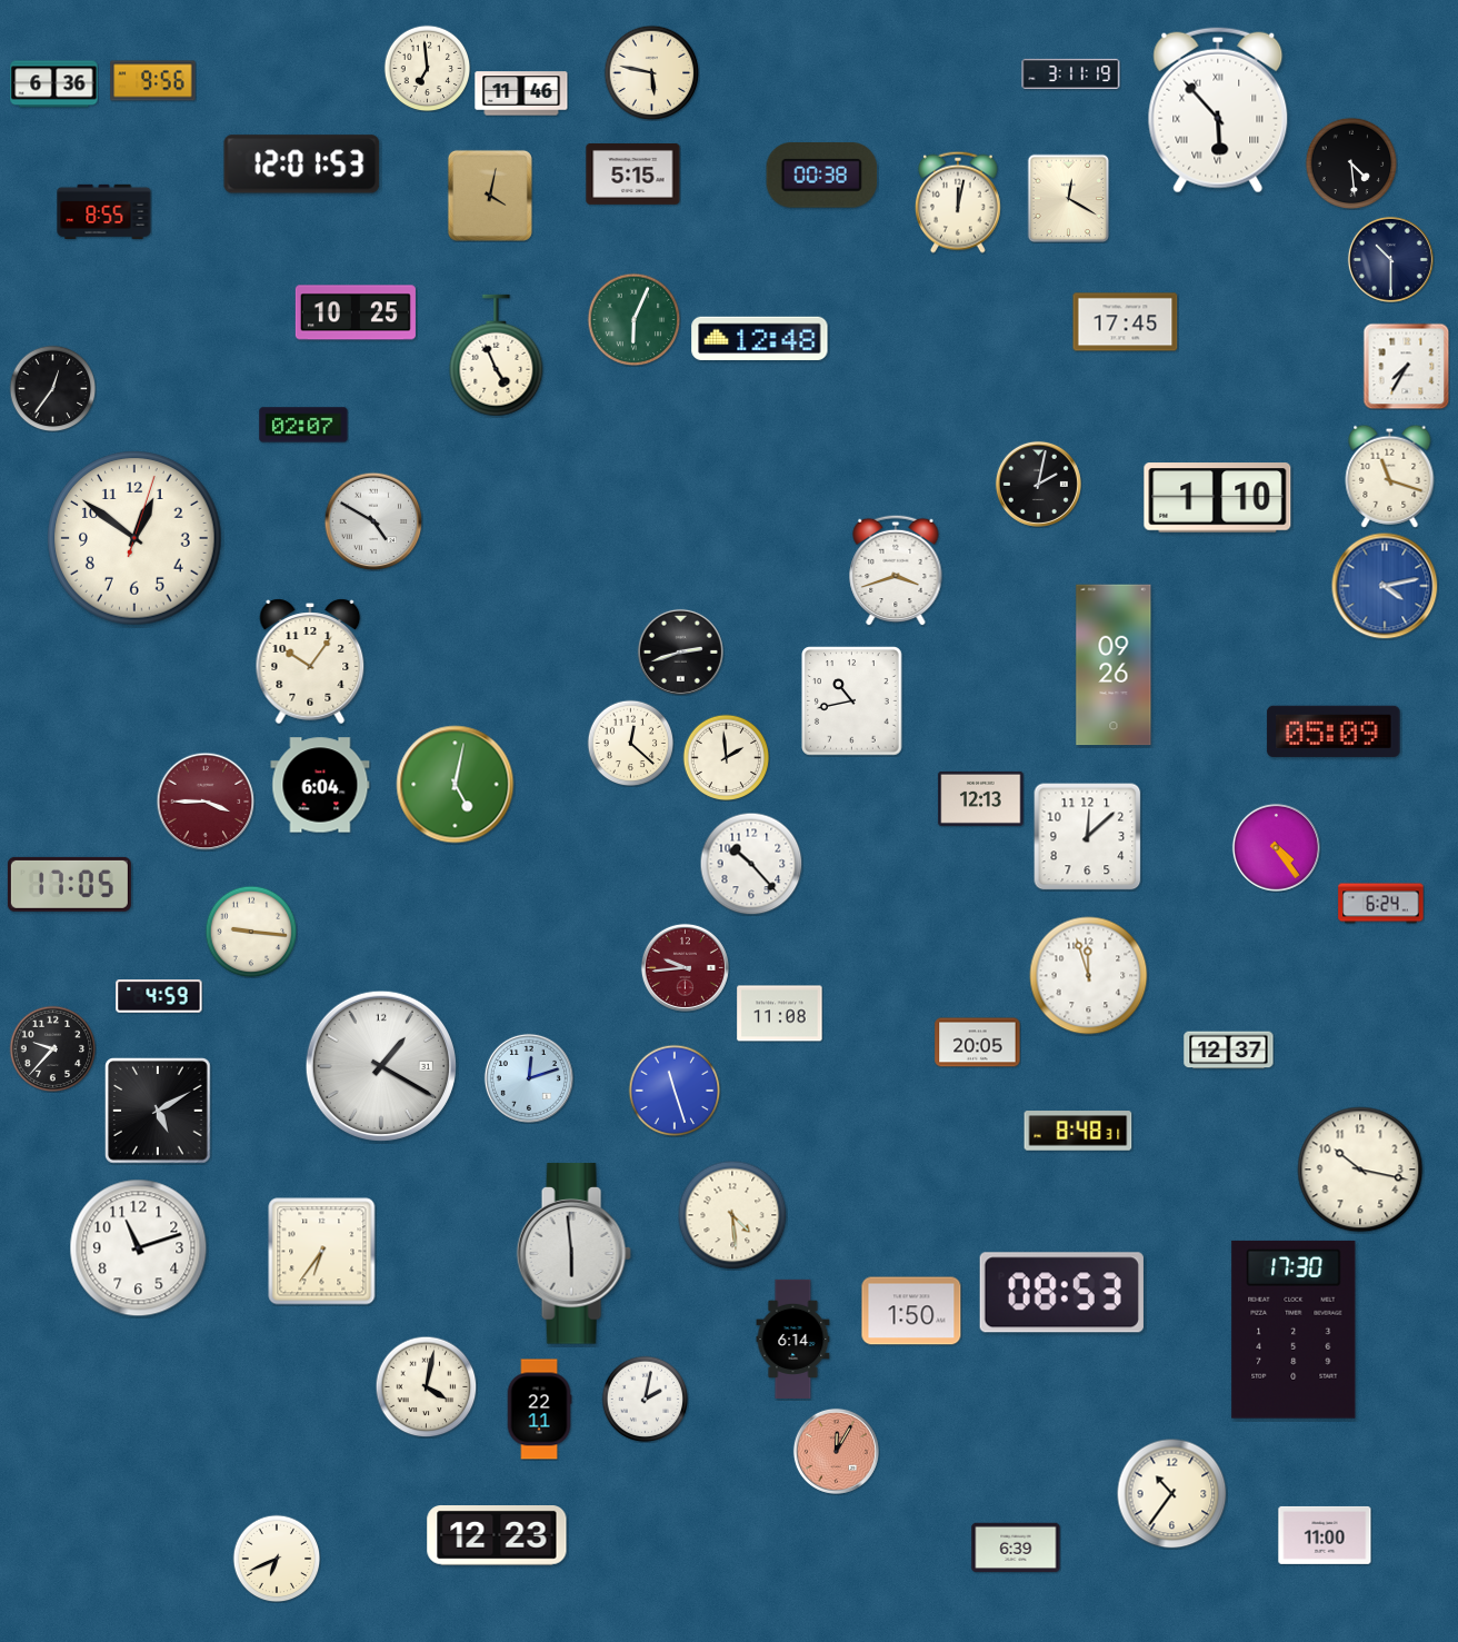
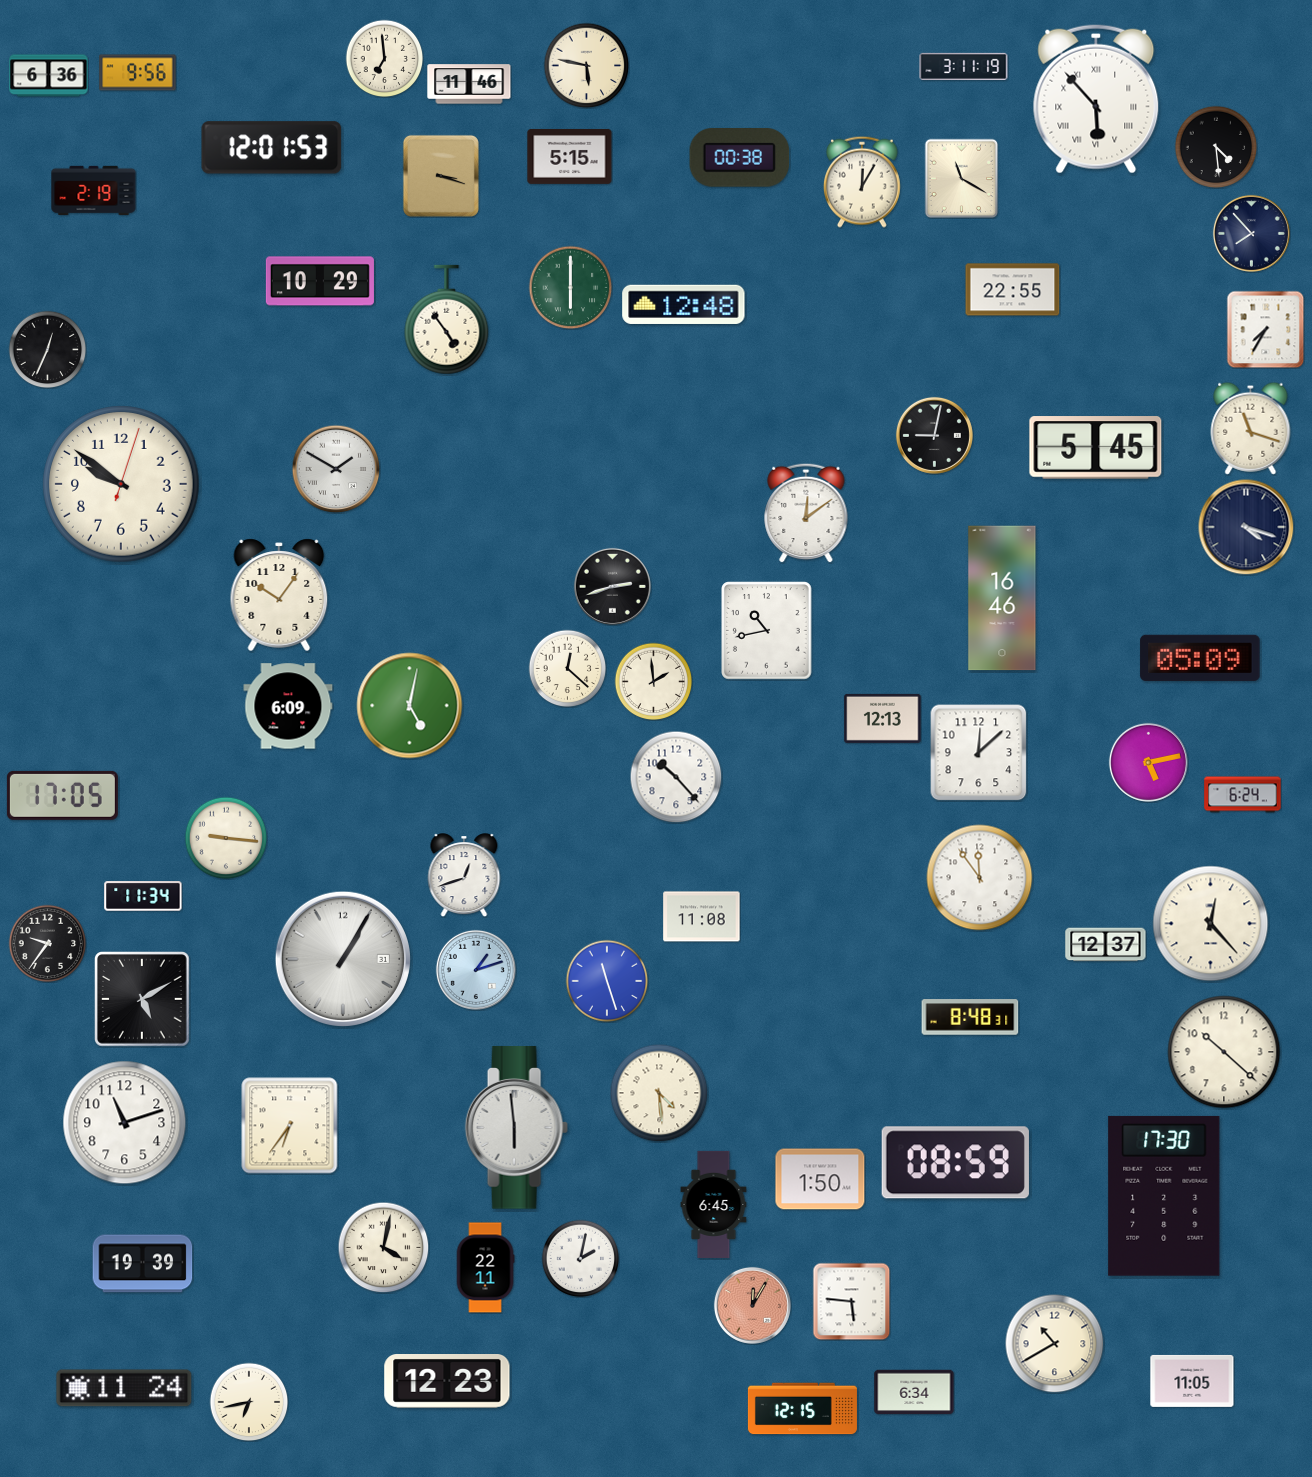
clock at (427, 68) position: (427, 68) -> (384, 58)
clock at (490, 196): 4:02 -> 3:18
clock at (1069, 198): 12:20 -> 11:20
clock at (958, 202): 12:02 -> 12:05
clock at (104, 211): 8:55 -> 2:19
clock at (1390, 259): 10:30 -> 7:53
clock at (356, 312): 10:25 -> 10:29
clock at (633, 319): 6:04 -> 6:00
clock at (1126, 322): 17:45 -> 22:55
clock at (497, 356): 4:56 -> 4:54
clock at (52, 388): 12:36 -> 12:34
clock at (303, 425): 02:07 -> none
clock at (1038, 484): 2:02 -> 9:02
clock at (1218, 498): 1:10 -> 5:45
clock at (373, 521): 4:50 -> 1:50
clock at (134, 538): 12:51 -> 9:51
clock at (896, 570): 3:42 -> 12:09
clock at (1385, 586): 4:13 -> 4:18
clock at (1385, 586) dial: blue -> navy
clock at (1114, 665): 09:26 -> 16:46
clock at (320, 785): 6:04 -> 6:09
clock at (206, 802): 3:45 -> none
clock at (1276, 847): 4:24 -> 5:13
clock at (1381, 904) position: (1381, 904) -> (1243, 795)
clock at (685, 967): 9:44 -> none
clock at (464, 875): none -> 12:42
clock at (1089, 976): 11:57 -> 11:54
clock at (159, 996): 4:59 -> 11:34
clock at (780, 1014) position: (780, 1014) -> (702, 917)
clock at (1211, 924): none -> 12:23
clock at (978, 1043): 20:05 -> none
clock at (52, 1048): 9:37 -> 9:36
clock at (380, 1065): 1:20 -> 1:05
clock at (529, 1078): 12:12 -> 1:12
clock at (1360, 1170): 10:17 -> 10:22
clock at (1061, 1293): 08:53 -> 08:59
clock at (793, 1339): 6:14 -> 6:45
clock at (143, 1264): none -> 19:39
clock at (851, 1301): none -> 5:46
clock at (1172, 1494): 10:36 -> 10:40
clock at (1325, 1535): 11:00 -> 11:05
clock at (124, 1388): none -> 11:24
clock at (1016, 1548): 6:39 -> 6:34
clock at (277, 1559): 6:41 -> 6:43
clock at (802, 1409): none -> 12:15
